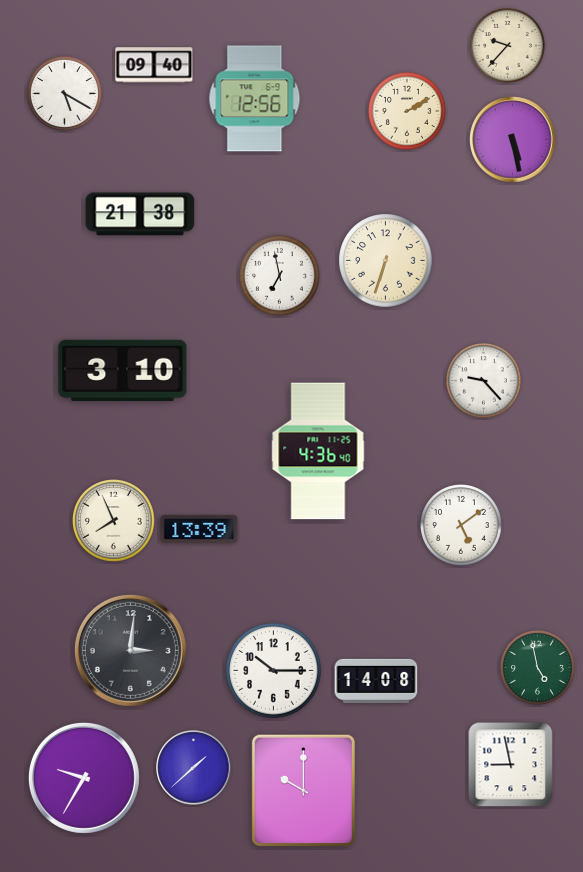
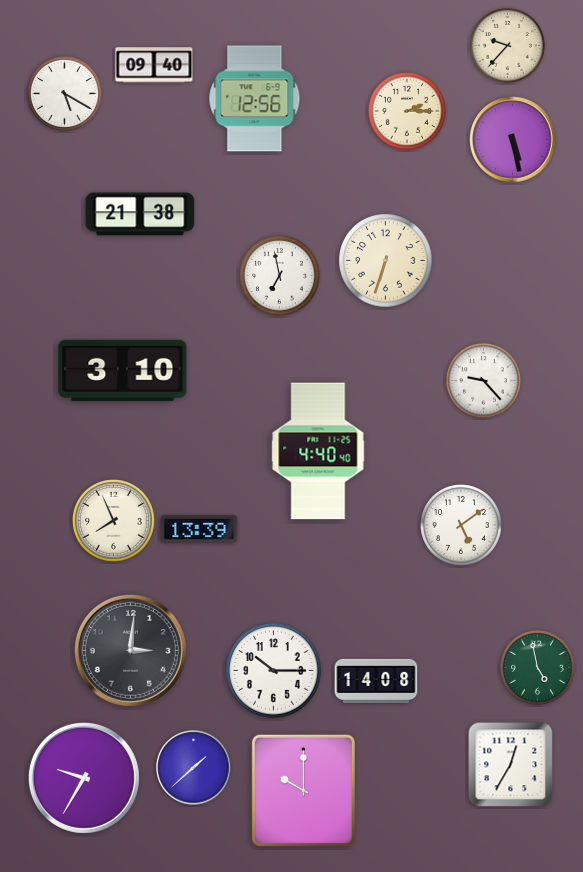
clock at (407, 111): 2:10 -> 2:15
clock at (318, 451): 4:36 -> 4:40
clock at (511, 765): 8:58 -> 12:35
